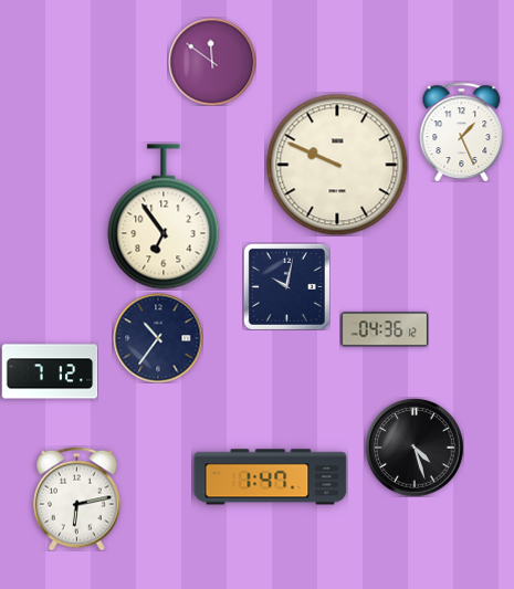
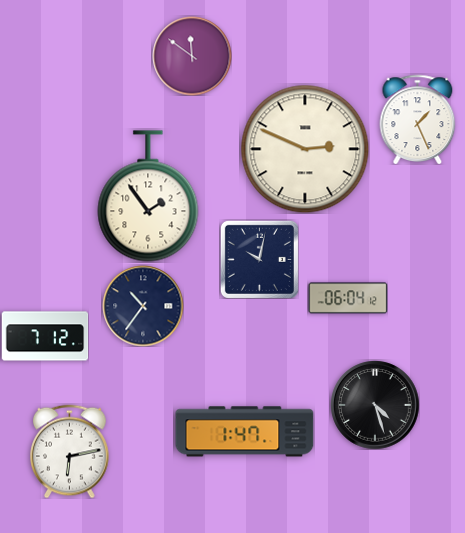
clock at (337, 165): 9:49 -> 2:49
clock at (164, 217): 6:54 -> 1:54
clock at (385, 329): 04:36 -> 06:04
